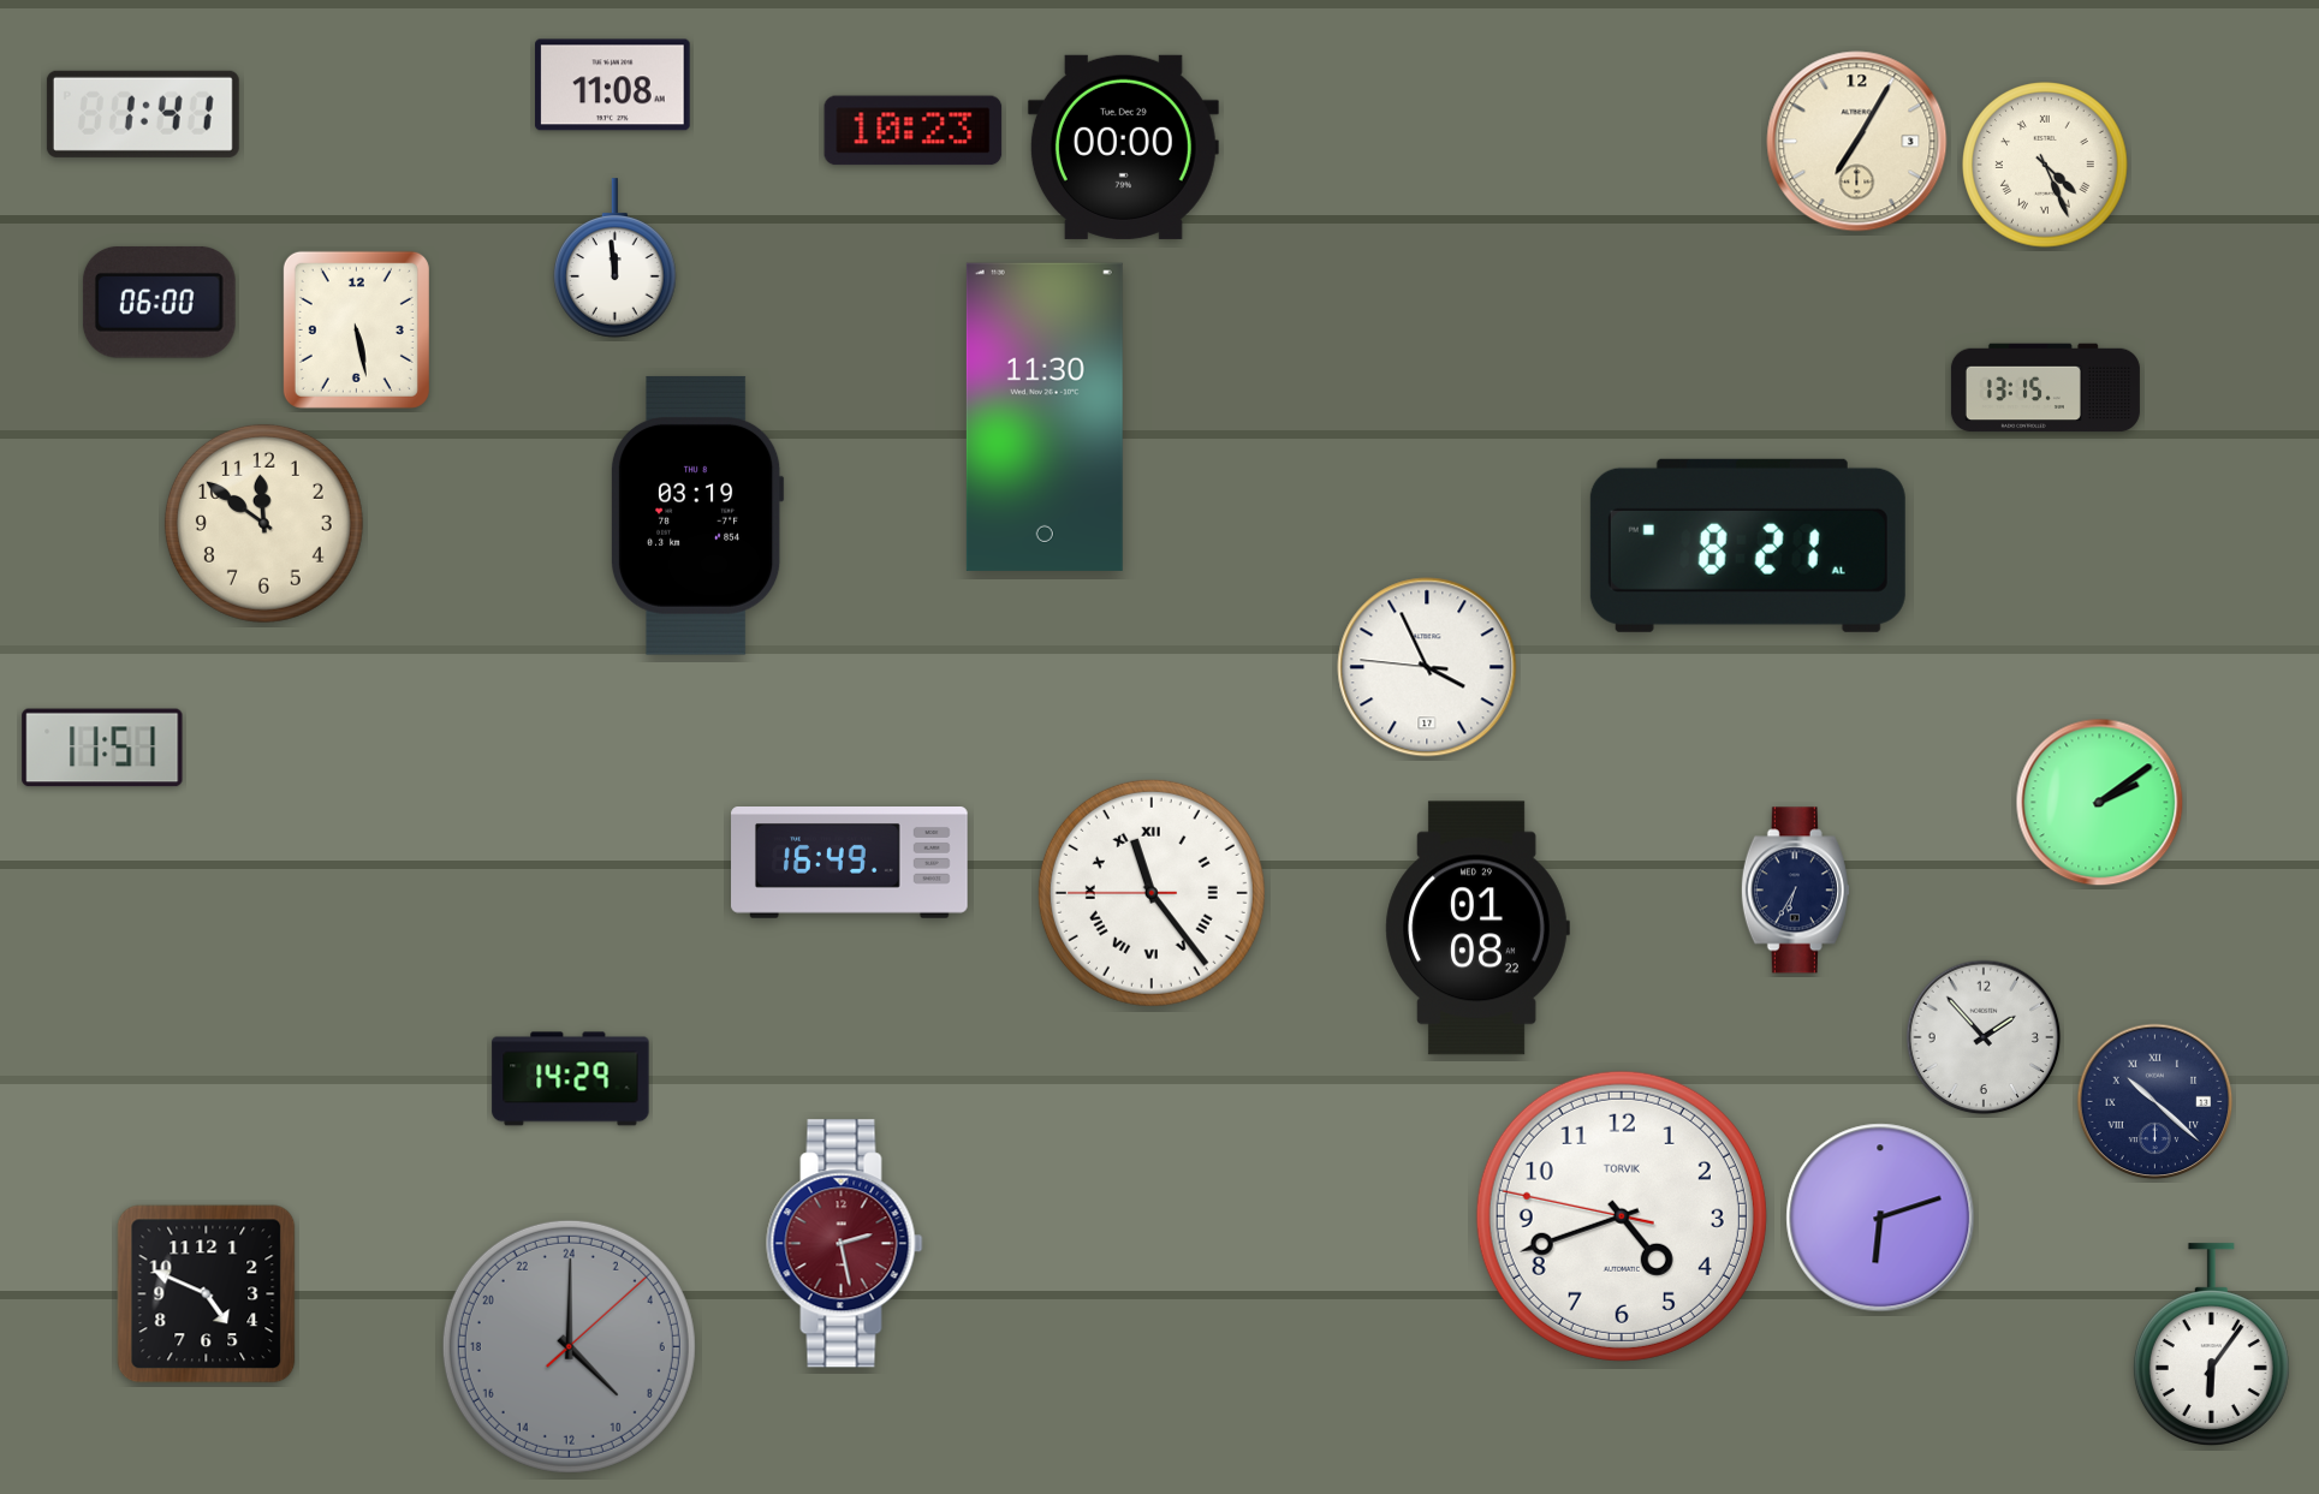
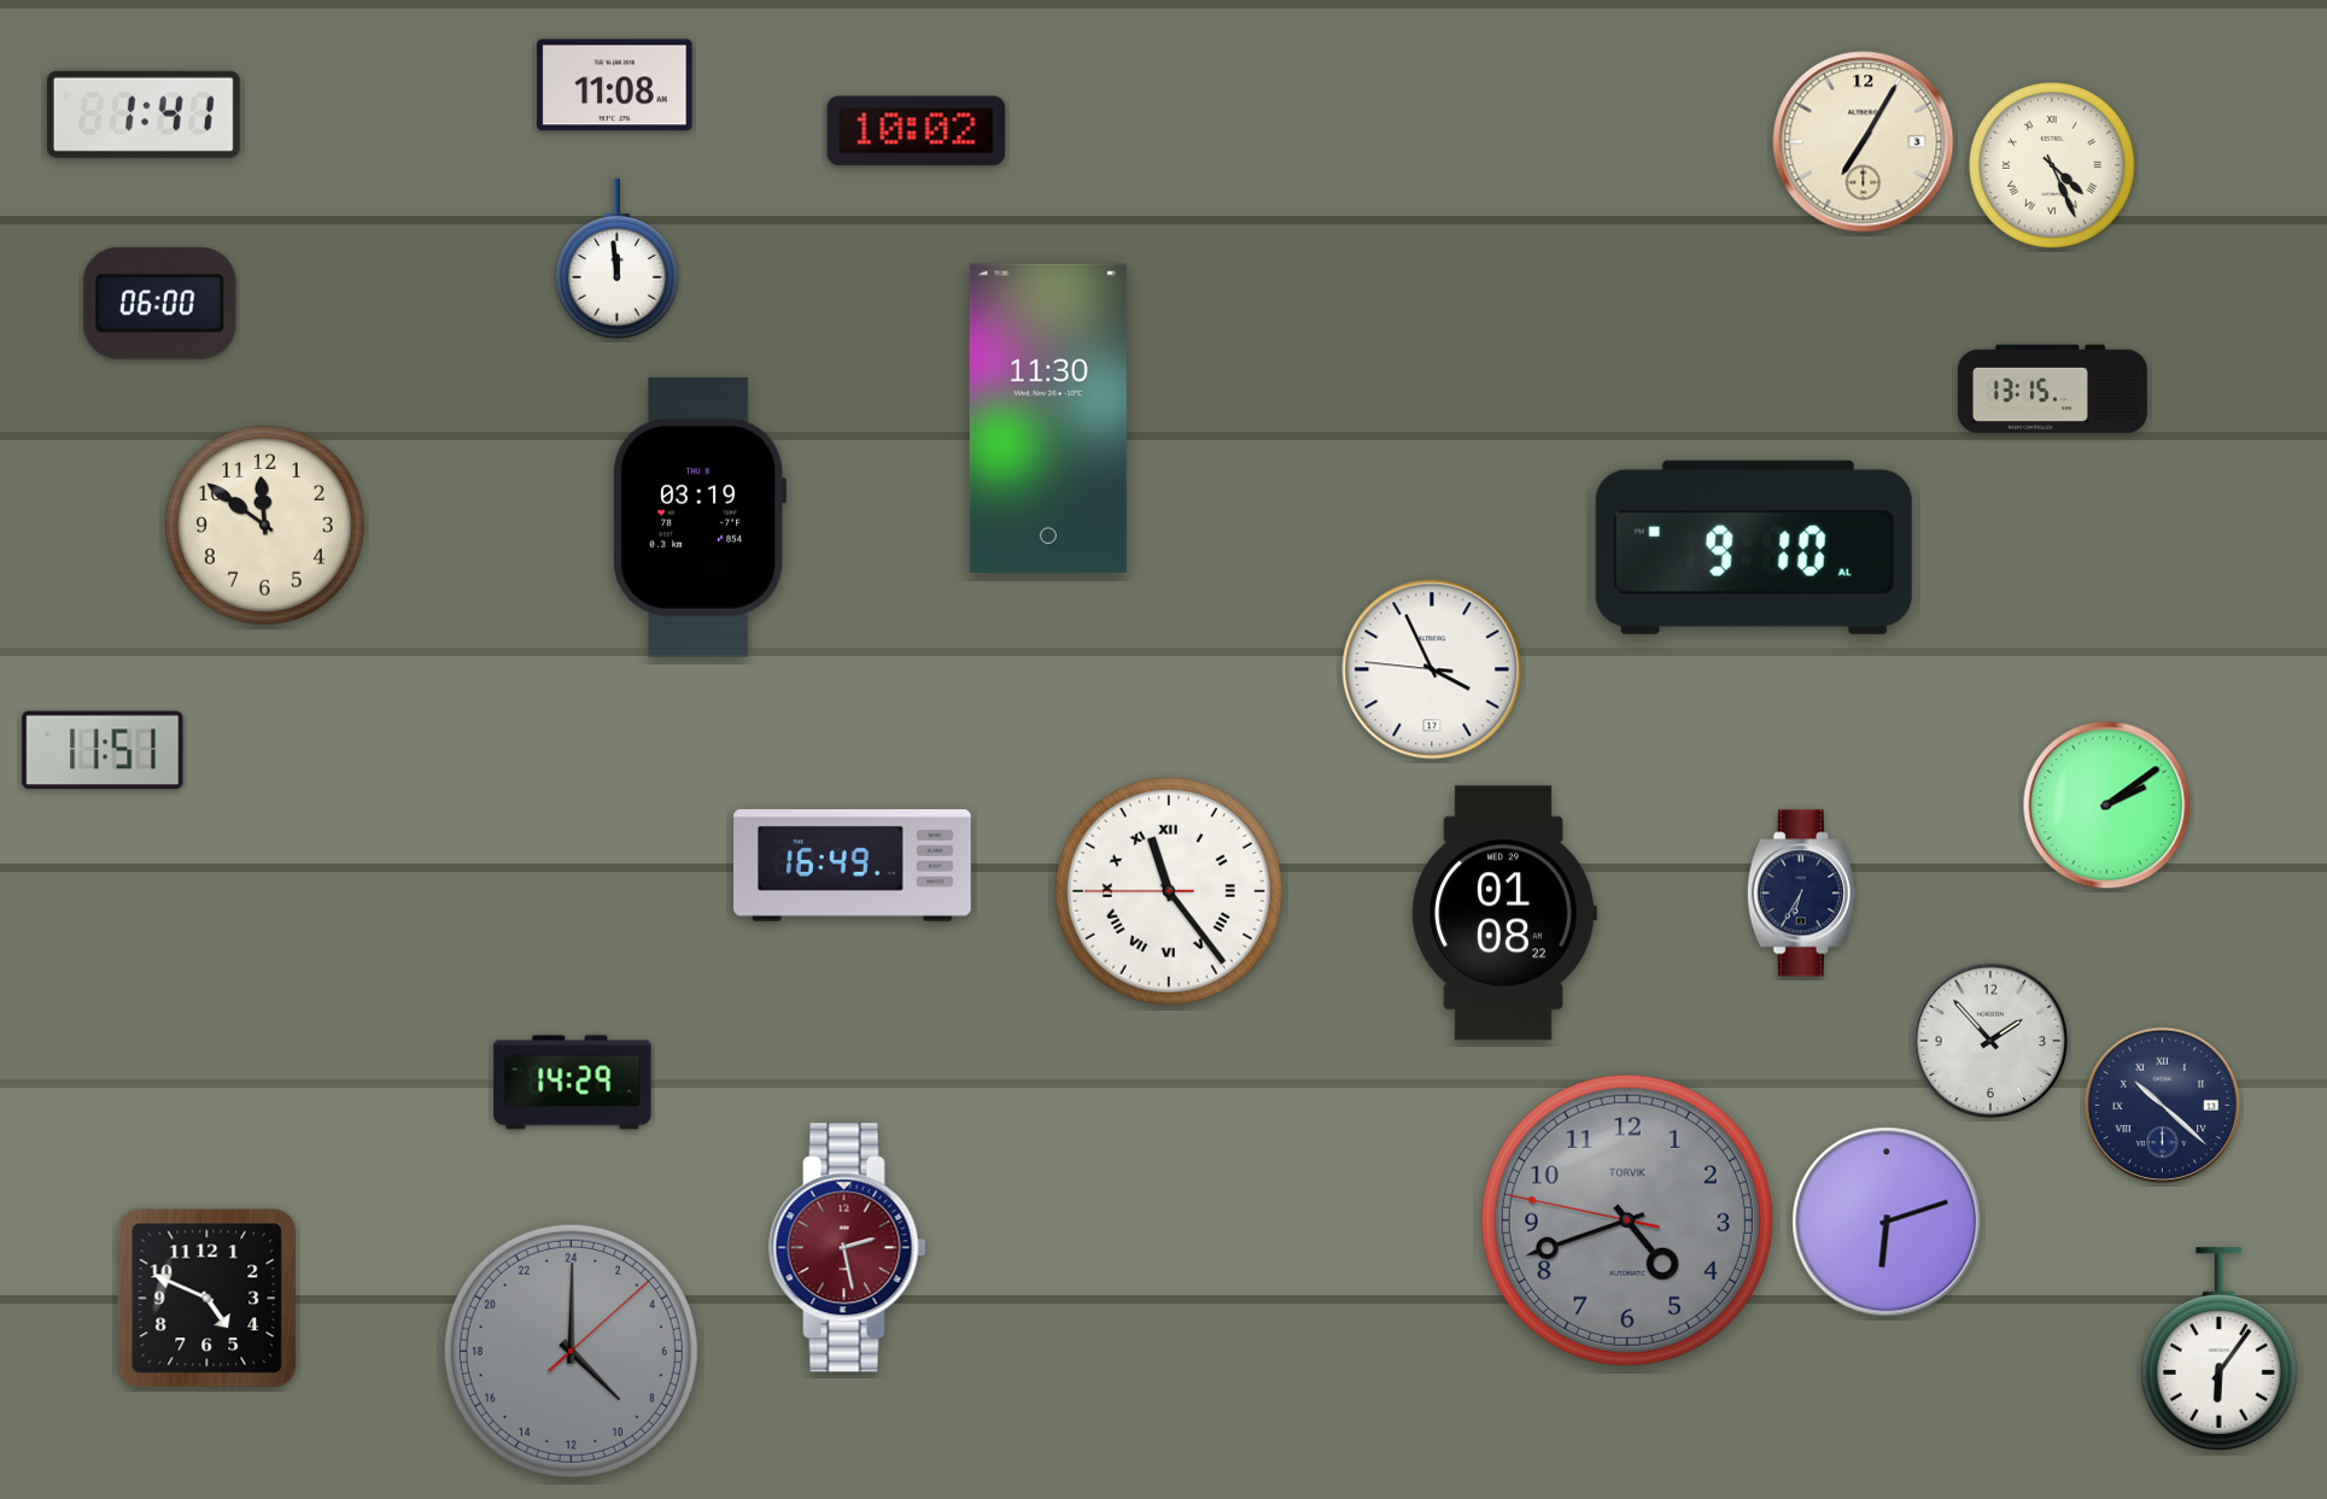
clock at (914, 131): 10:23 -> 10:02
clock at (1123, 147): 00:00 -> none
clock at (356, 329): 5:28 -> none
clock at (1748, 546): 8:21 -> 9:10
clock at (1152, 893) position: (1152, 893) -> (1169, 891)
clock at (1477, 928) position: (1477, 928) -> (1504, 913)
clock at (1622, 1216) dial: white -> grey
